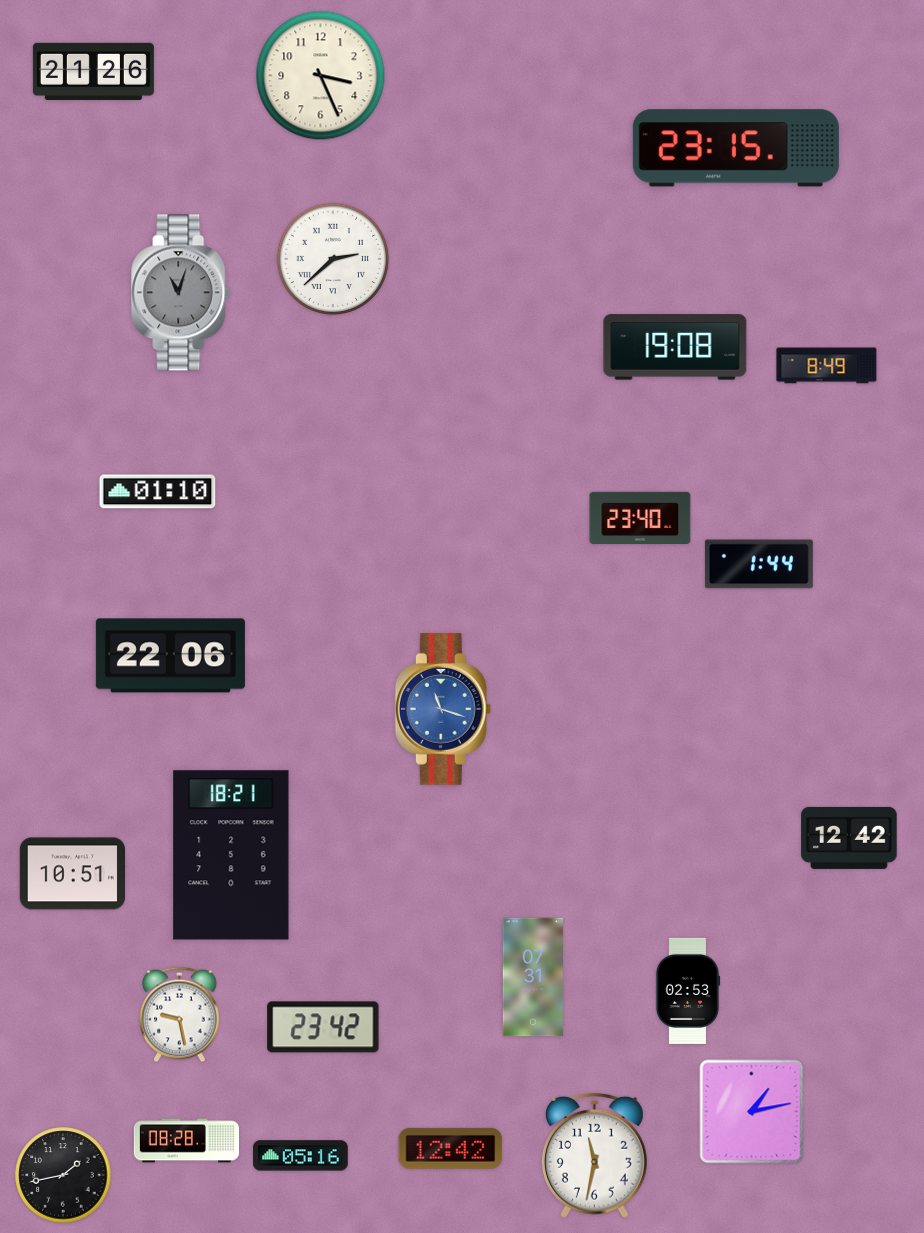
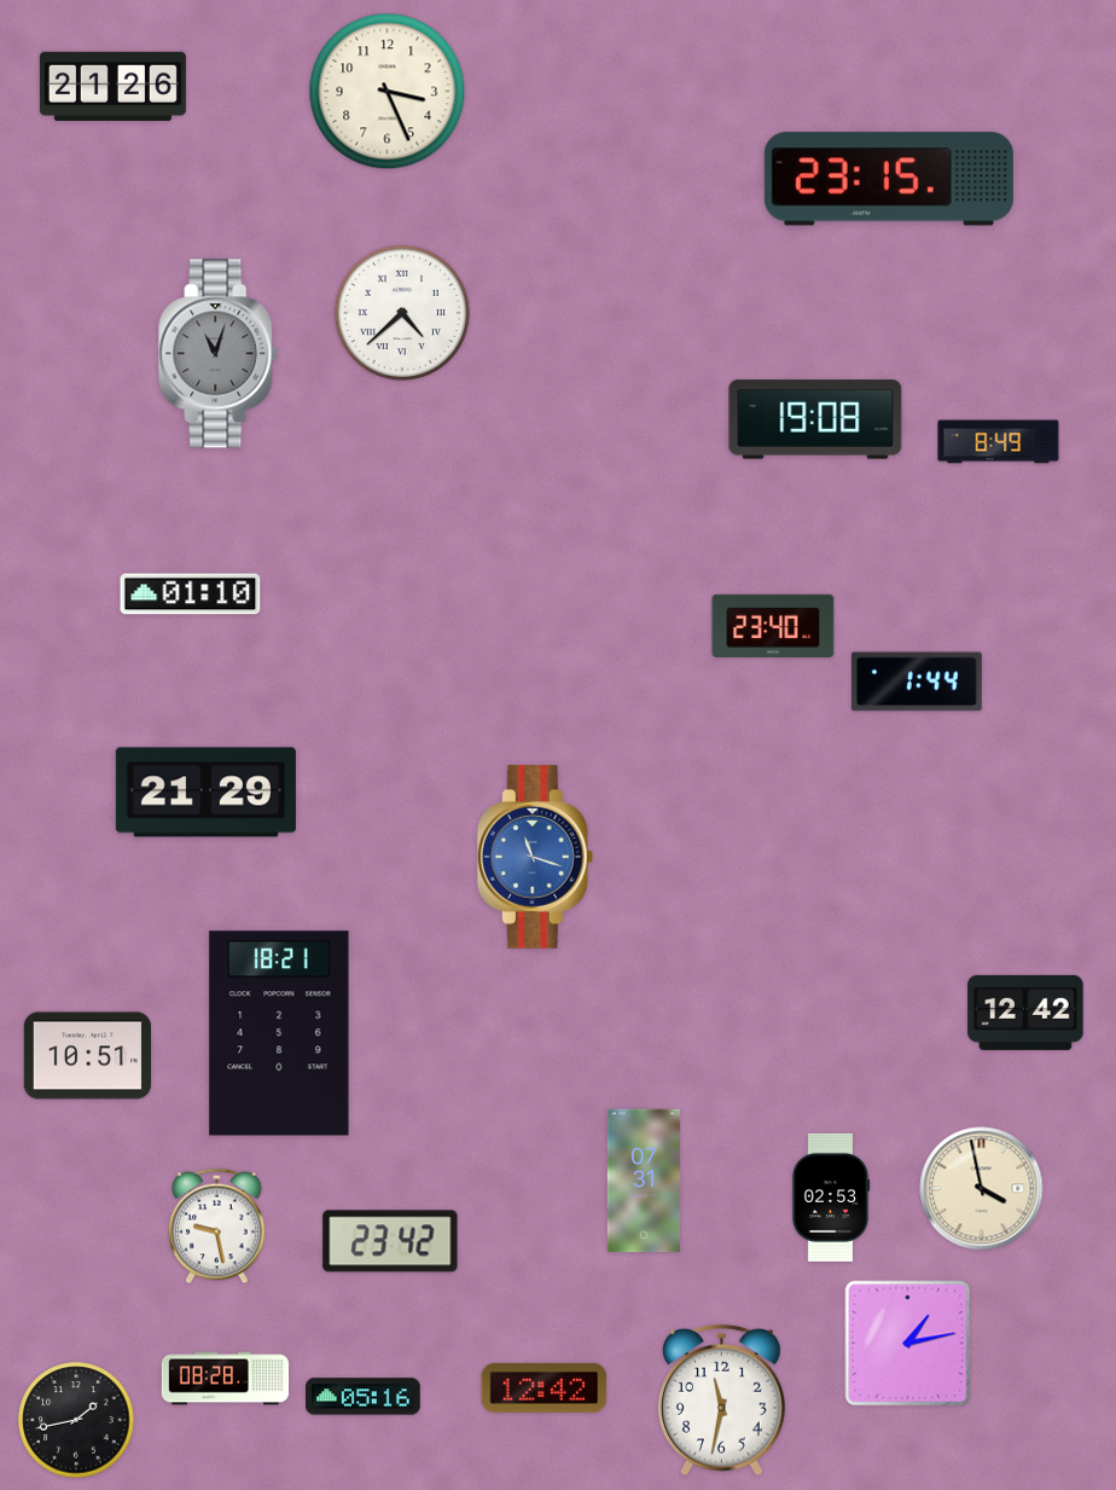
clock at (333, 259): 2:38 -> 4:38
clock at (170, 656): 22:06 -> 21:29
clock at (982, 1189): none -> 3:58
clock at (595, 1156) position: (595, 1156) -> (722, 1401)
